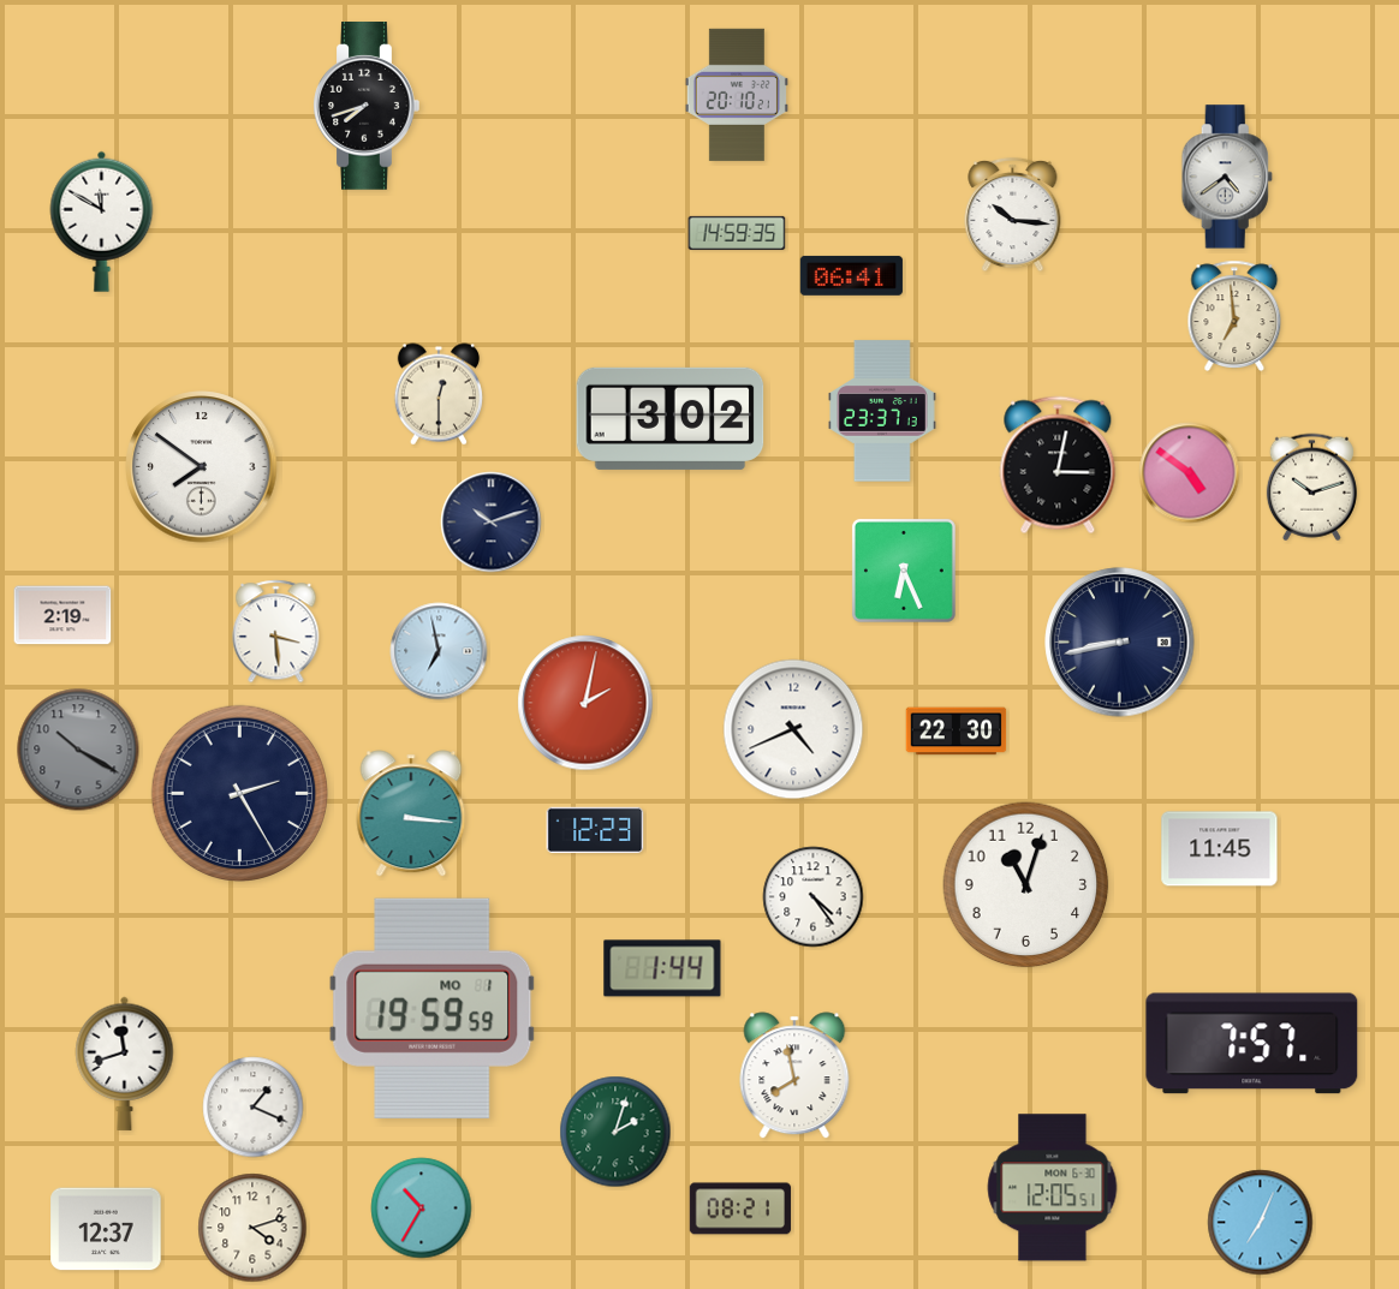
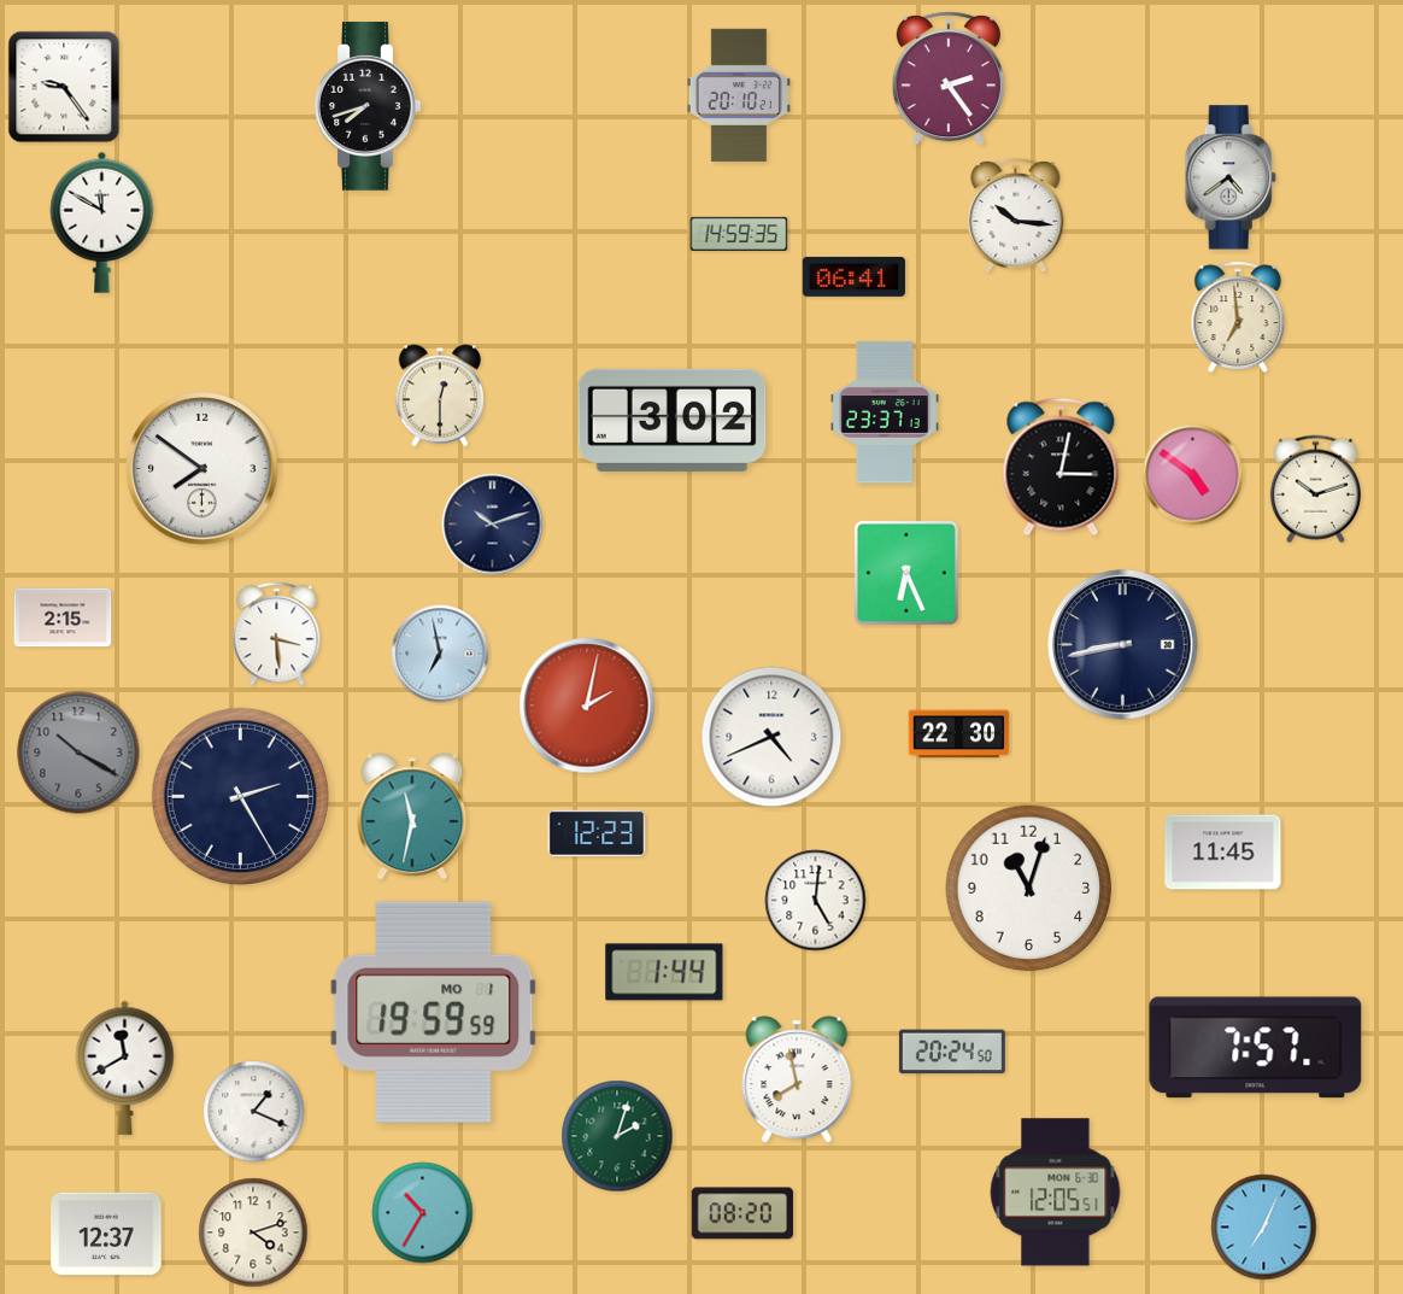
clock at (949, 78): none -> 2:24
clock at (64, 87): none -> 9:24
clock at (62, 615): 2:19 -> 2:15
clock at (793, 729) position: (793, 729) -> (771, 737)
clock at (411, 813): 3:16 -> 11:32
clock at (814, 897): 4:24 -> 5:01
clock at (952, 1052): none -> 20:24
clock at (125, 1063): 11:42 -> 11:40
clock at (740, 1209): 08:21 -> 08:20
